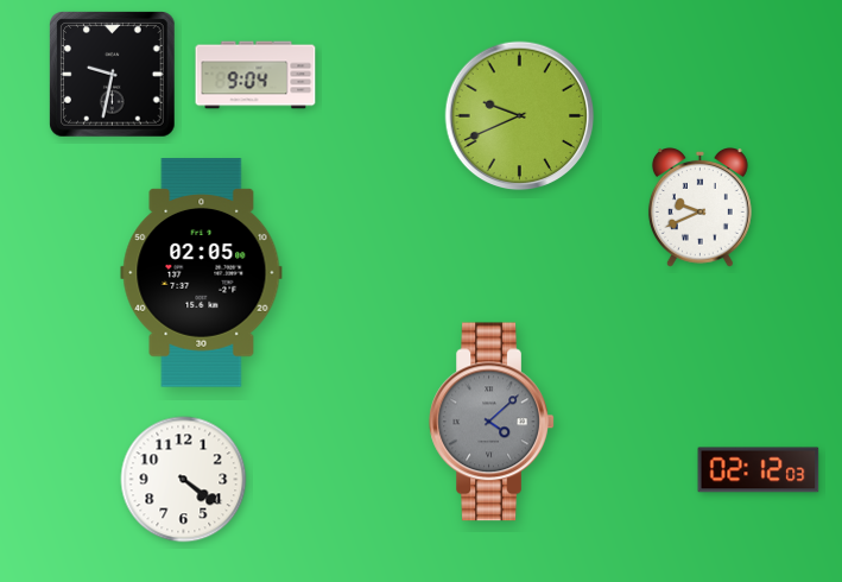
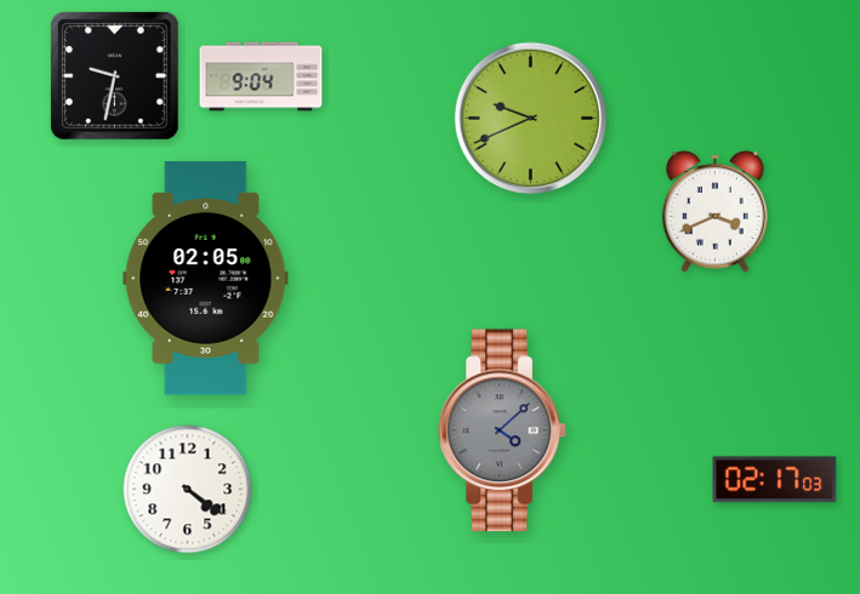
clock at (699, 208): 9:41 -> 3:41
clock at (759, 470): 02:12 -> 02:17
